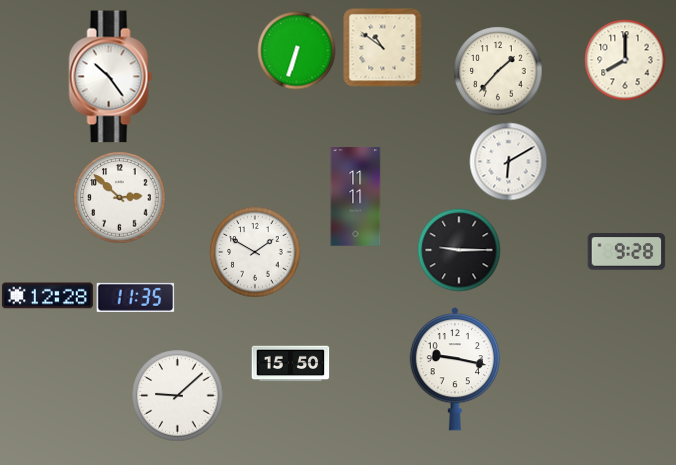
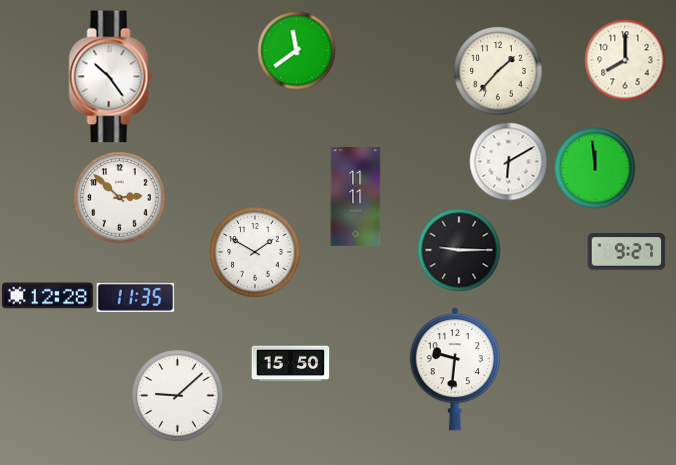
clock at (382, 47): 10:51 -> none
clock at (296, 50): 6:33 -> 11:39
clock at (595, 168): none -> 11:59
clock at (626, 252): 9:28 -> 9:27
clock at (454, 369): 9:17 -> 9:31
